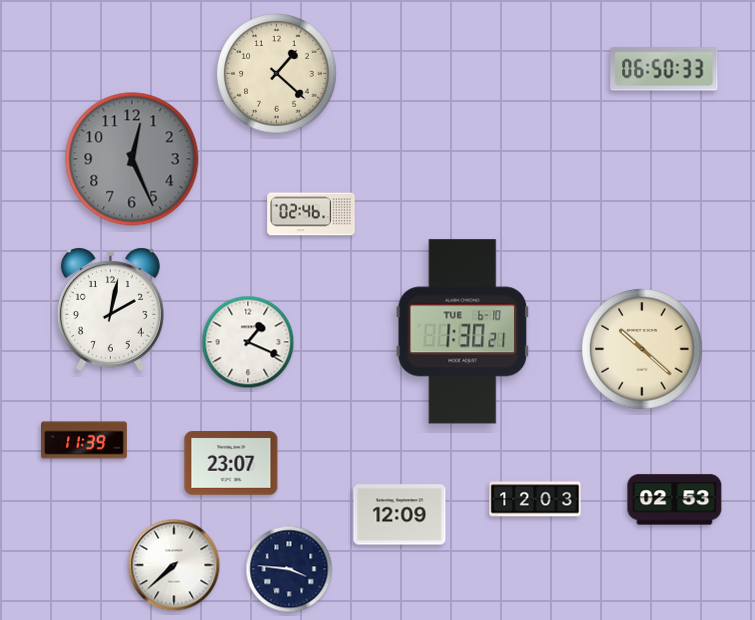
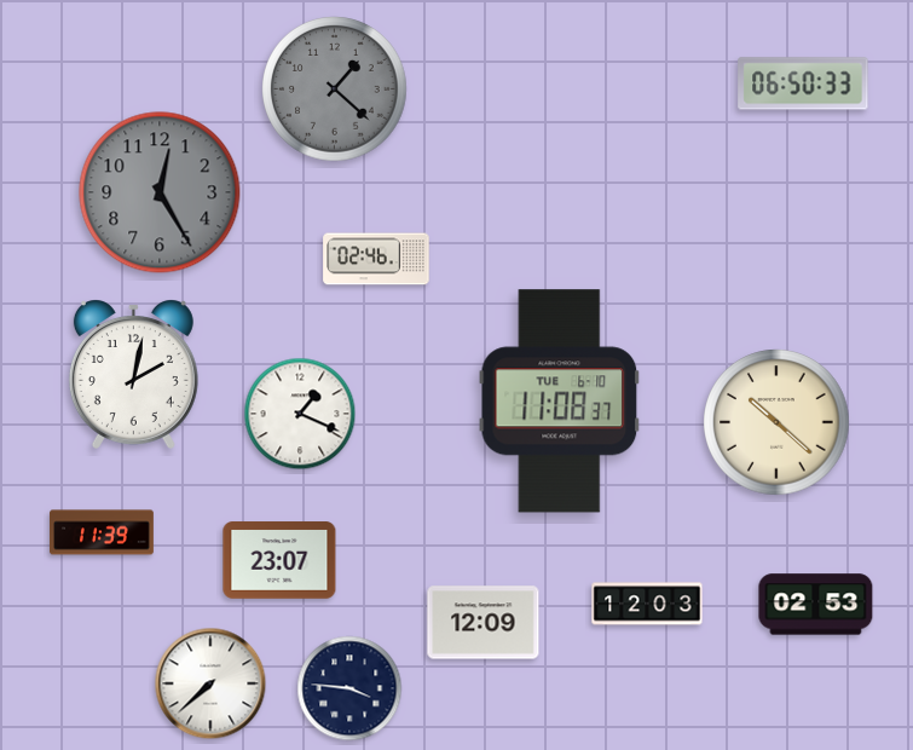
clock at (277, 74) dial: cream -> grey
clock at (132, 159): 12:26 -> 12:25
clock at (463, 332): 1:30 -> 11:08
